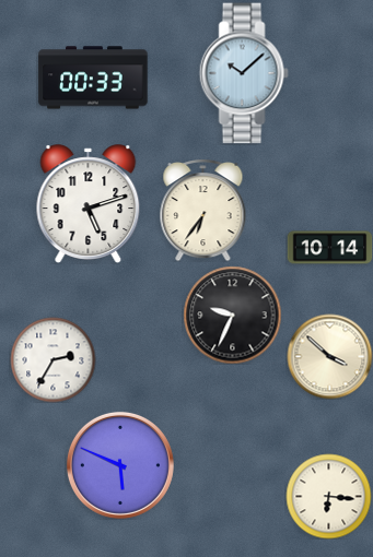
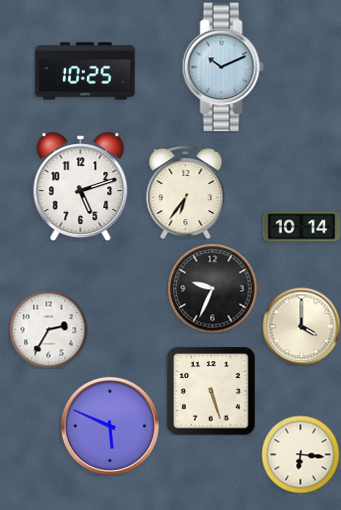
clock at (244, 73): 10:08 -> 10:11
clock at (93, 78): 00:33 -> 10:25
clock at (329, 356): 3:52 -> 4:00
clock at (211, 391): none -> 5:27
